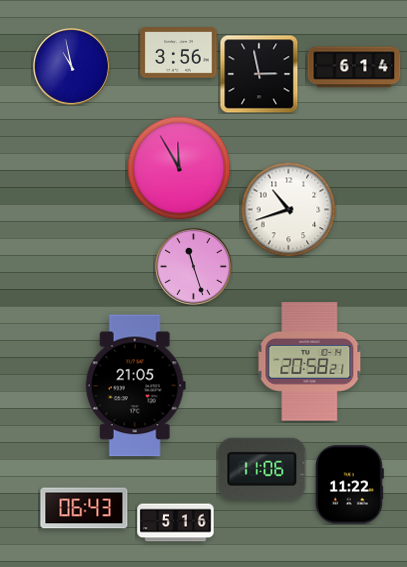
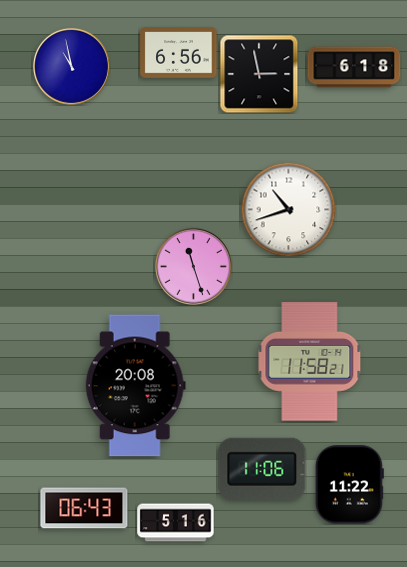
clock at (179, 53): 3:56 -> 6:56
clock at (354, 67): 6:14 -> 6:18
clock at (179, 168): 11:55 -> none
clock at (310, 362): 20:58 -> 11:58
clock at (135, 386): 21:05 -> 20:08
